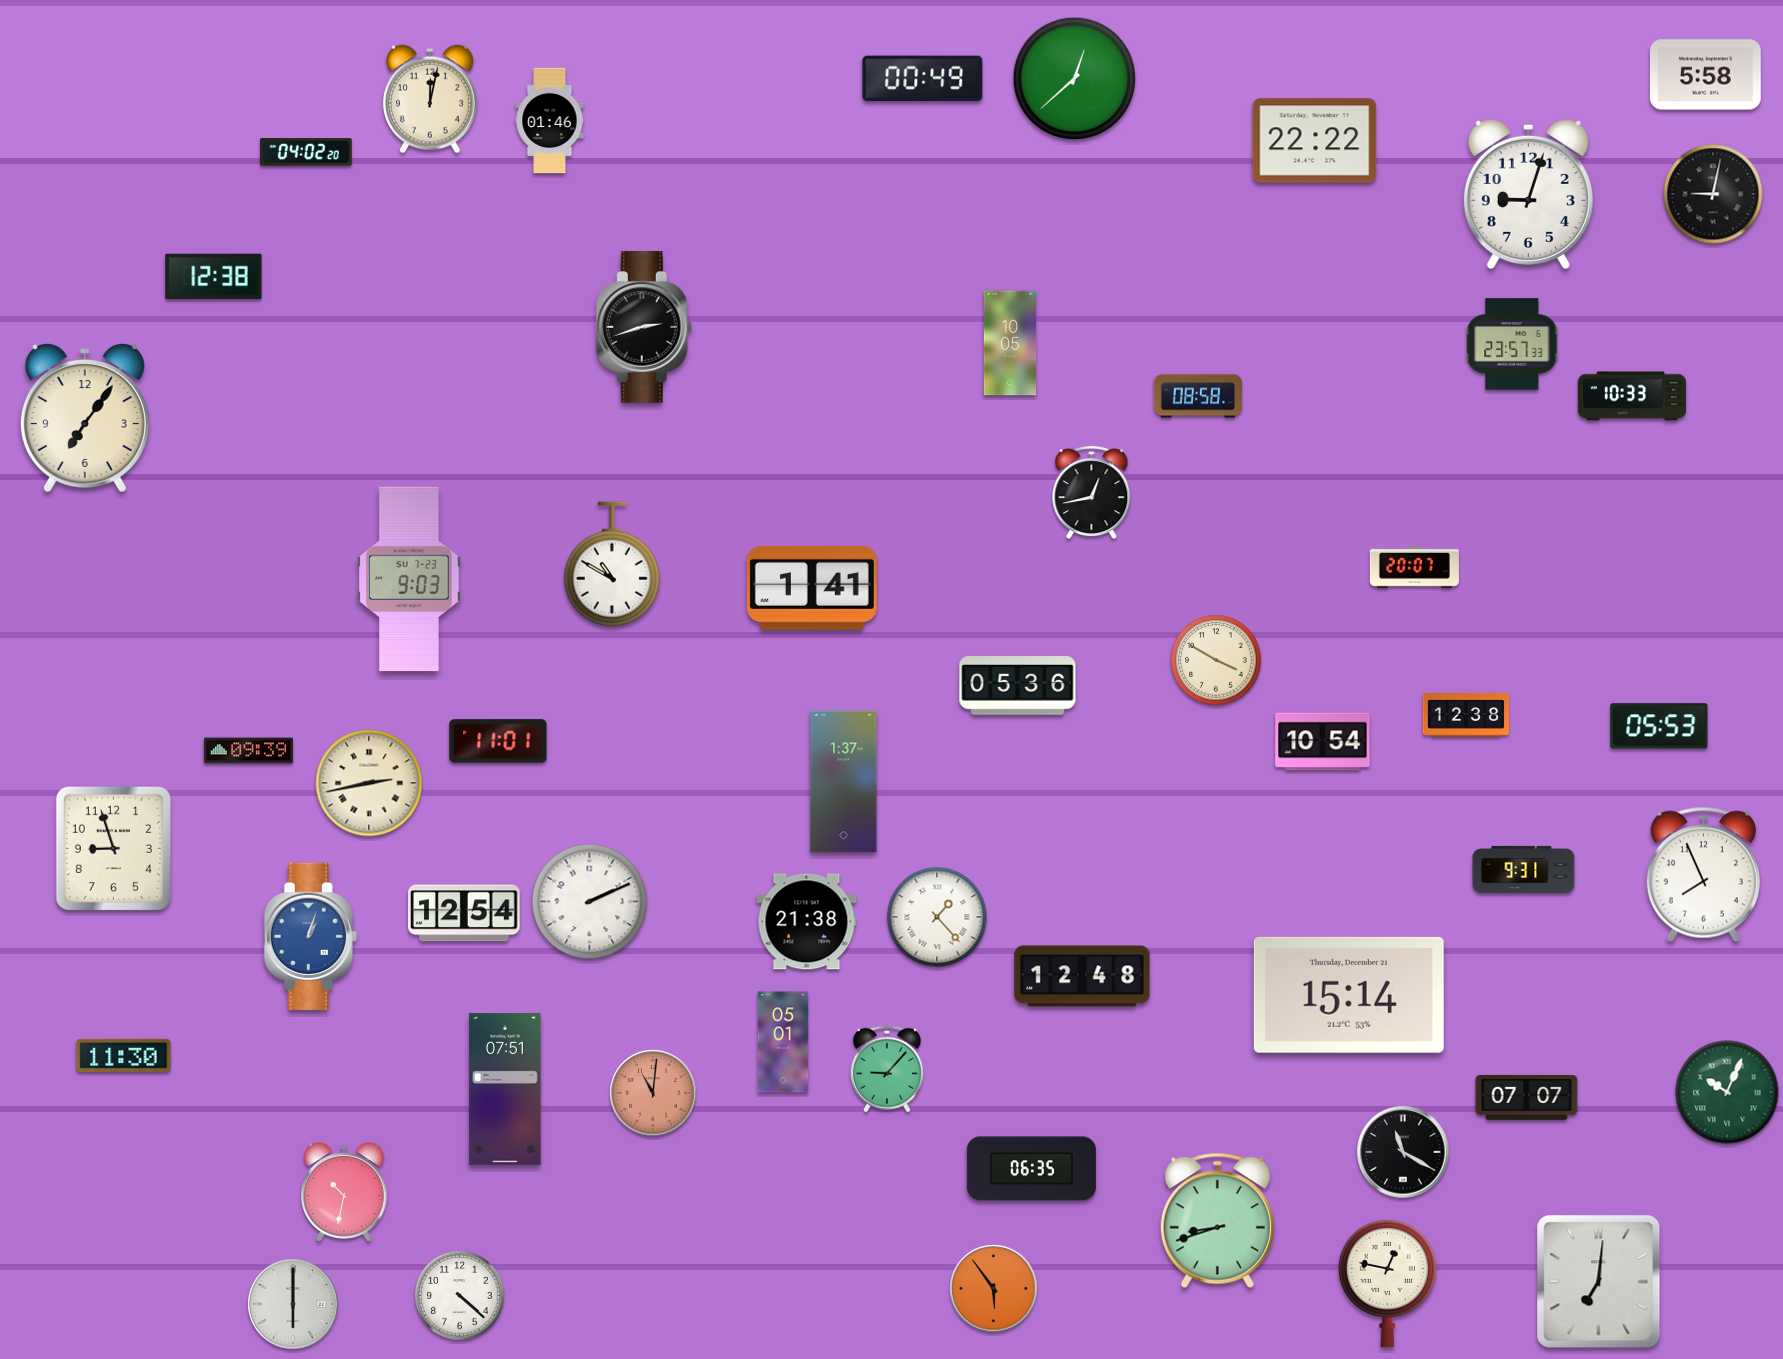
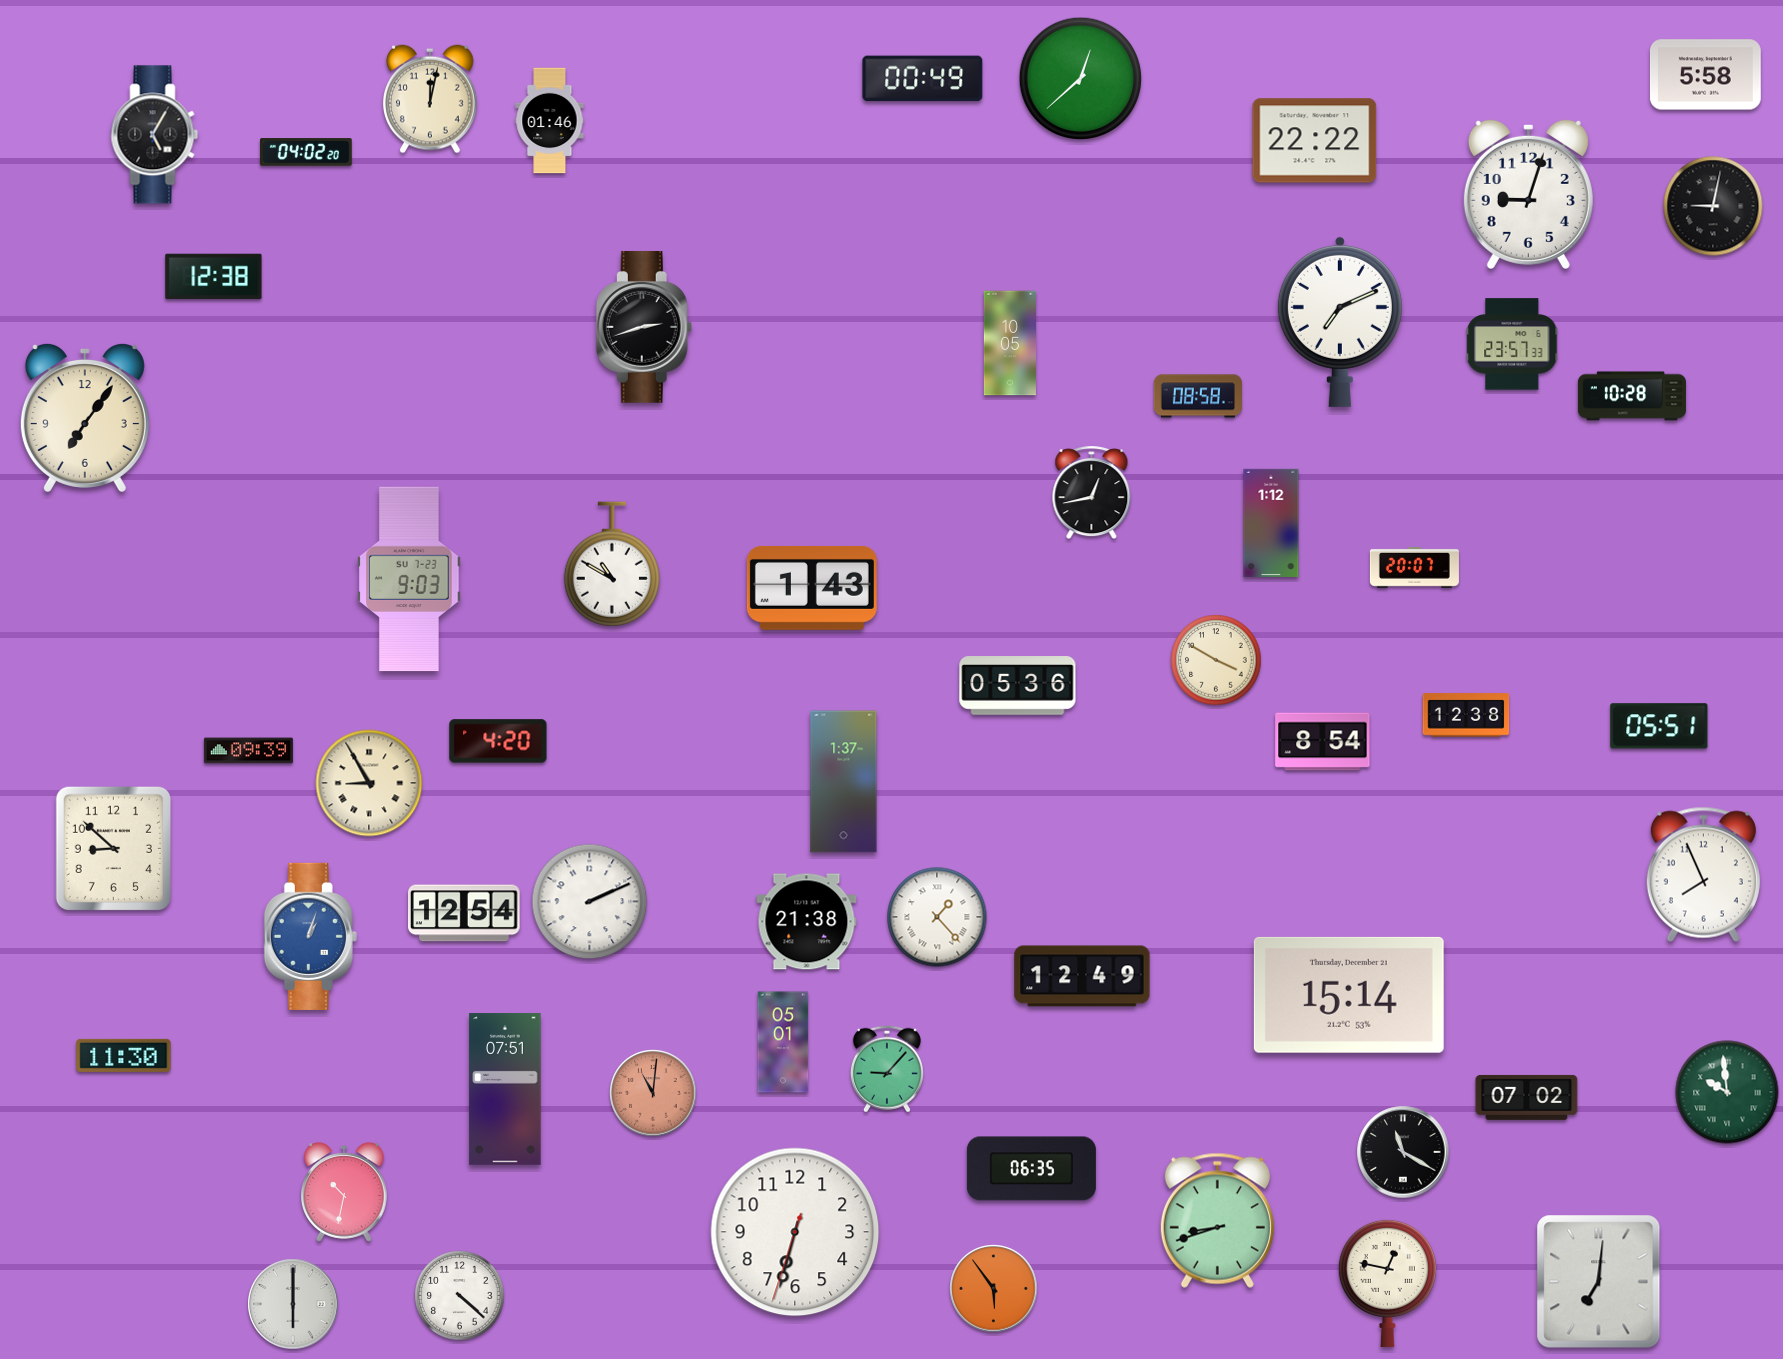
clock at (1075, 79) position: (1075, 79) -> (1081, 79)
clock at (155, 135): none -> 5:05
clock at (1713, 194) position: (1713, 194) -> (1713, 206)
clock at (1340, 322): none -> 7:11
clock at (1632, 396): 10:33 -> 10:28
clock at (1271, 523): none -> 1:12
clock at (812, 588): 1:41 -> 1:43
clock at (1659, 726): 05:53 -> 05:51
clock at (498, 741): 11:01 -> 4:20
clock at (1323, 742): 10:54 -> 8:54
clock at (369, 783): 2:43 -> 8:55
clock at (113, 848): 8:57 -> 8:52
clock at (1524, 869): 9:31 -> none
clock at (1082, 976): 12:48 -> 12:49
clock at (1727, 1092): 10:04 -> 9:59
clock at (1527, 1097): 07:07 -> 07:02
clock at (795, 1232): none -> 6:32
